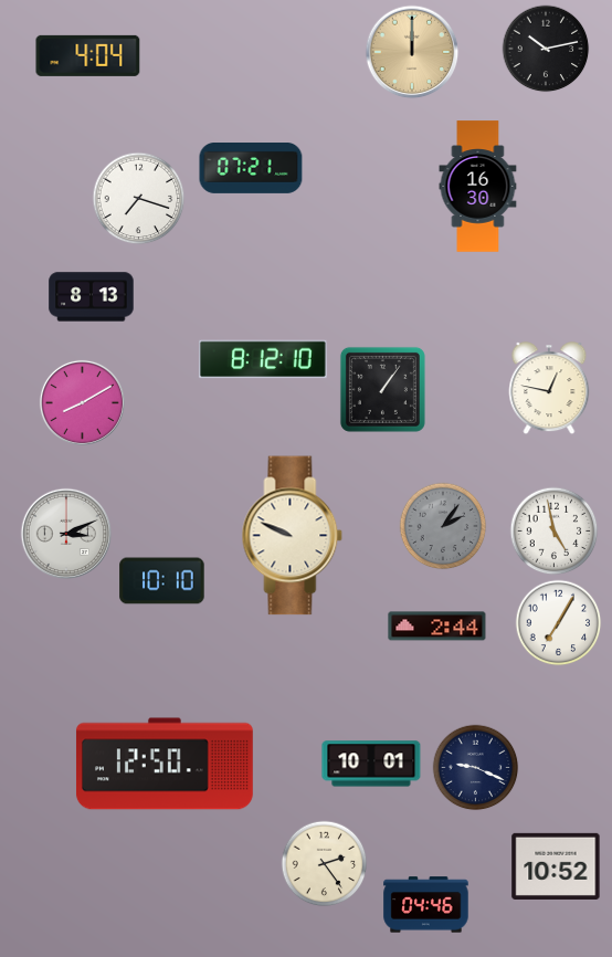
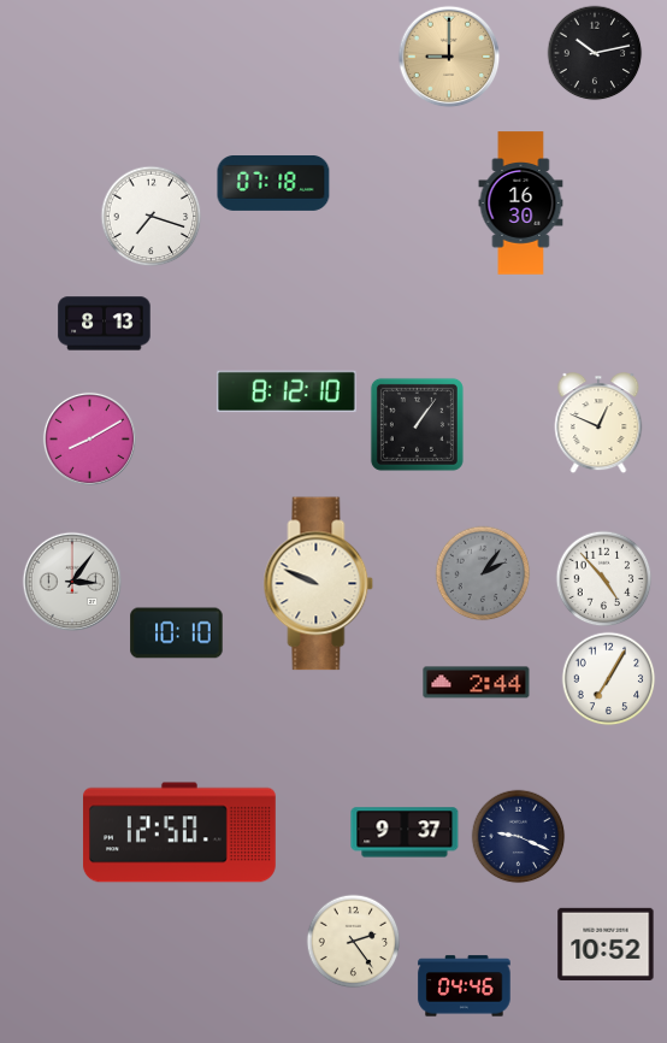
clock at (412, 52): 12:00 -> 9:00
clock at (88, 55): 4:04 -> none
clock at (251, 169): 07:21 -> 07:18
clock at (92, 297) position: (92, 297) -> (105, 324)
clock at (549, 388): 12:47 -> 12:49
clock at (553, 530): 4:58 -> 4:53
clock at (66, 534): 3:11 -> 3:06
clock at (371, 764): 10:01 -> 9:37
